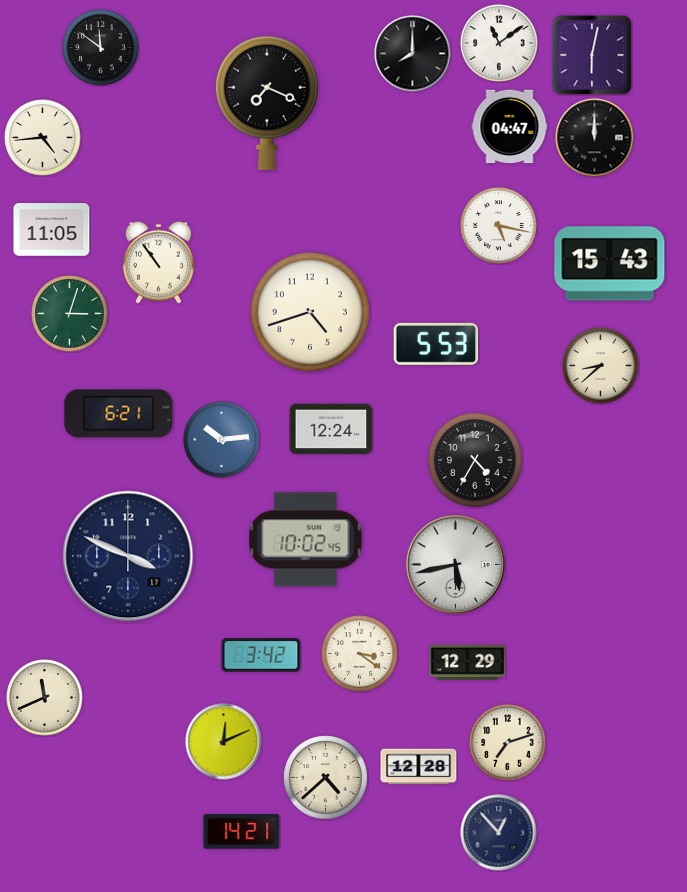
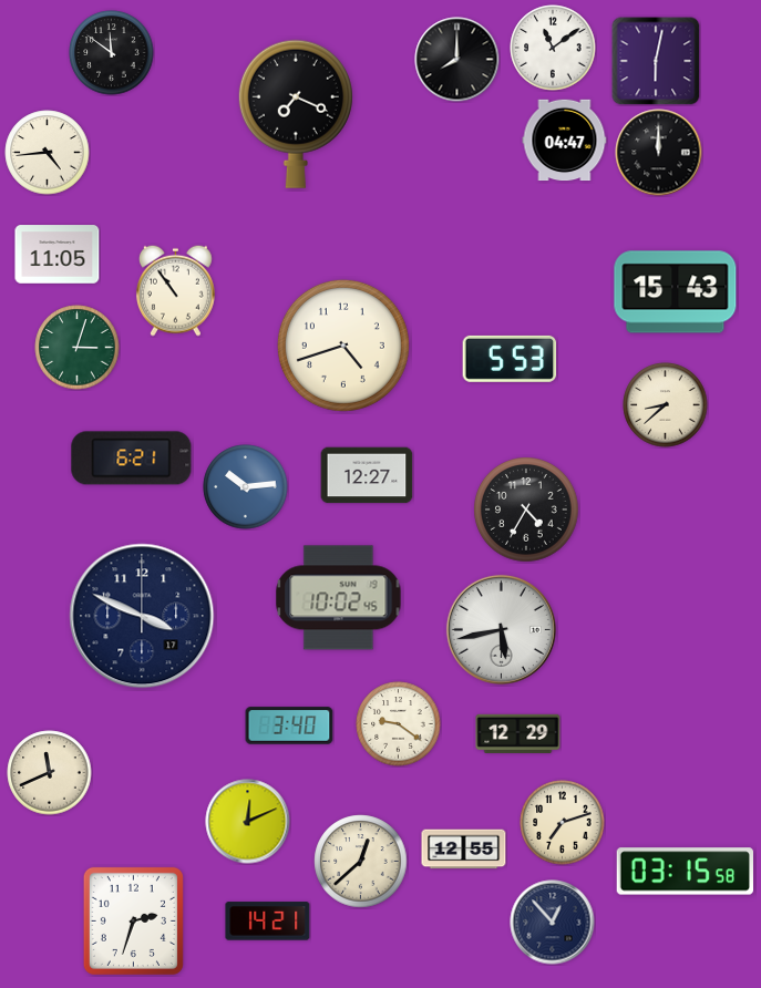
clock at (499, 226): 5:17 -> none
clock at (436, 344) position: (436, 344) -> (510, 359)
clock at (331, 429): 12:24 -> 12:27
clock at (455, 564) position: (455, 564) -> (501, 629)
clock at (360, 654): 3:21 -> 9:21
clock at (261, 655): 3:42 -> 3:40
clock at (419, 767): 12:28 -> 12:55
clock at (326, 778): 4:38 -> 12:38
clock at (686, 872): none -> 03:15
clock at (133, 920): none -> 2:33
